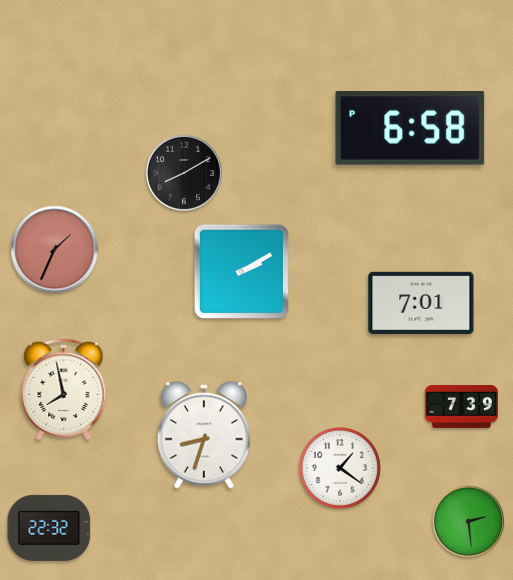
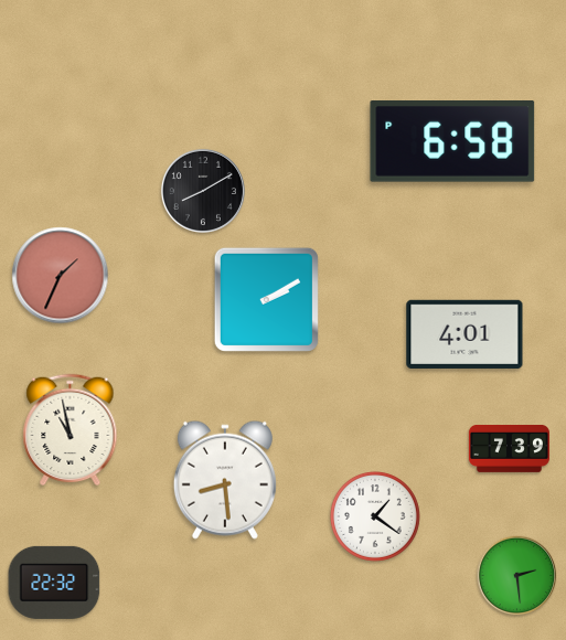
clock at (421, 303): 7:01 -> 4:01
clock at (64, 390): 7:58 -> 10:58
clock at (204, 435): 8:33 -> 8:29
